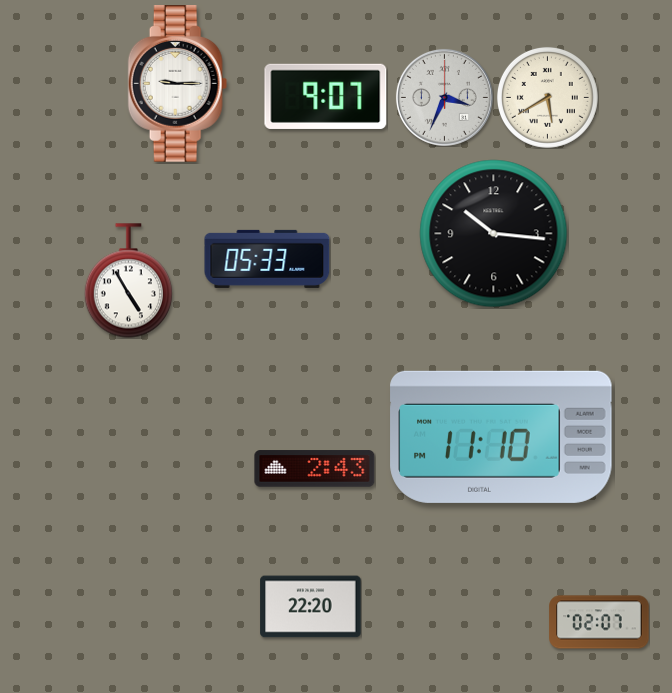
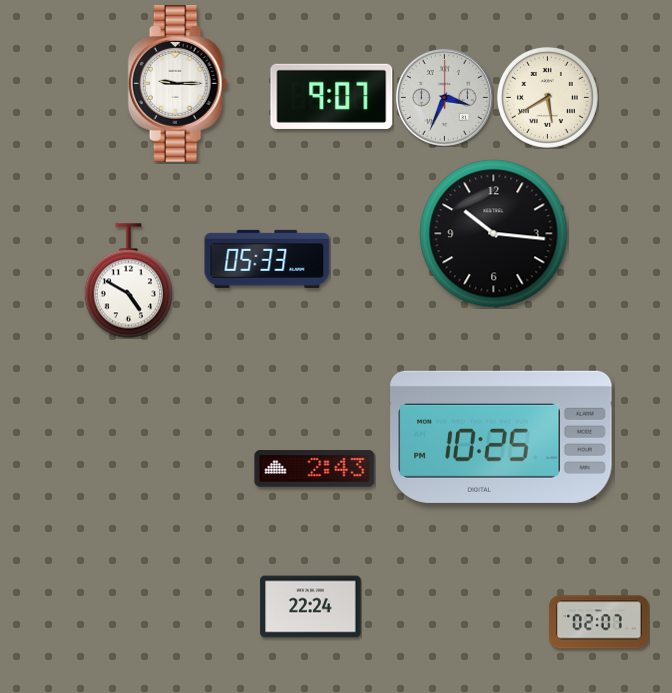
clock at (326, 96) position: (326, 96) -> (332, 96)
clock at (128, 281): 4:55 -> 4:50
clock at (501, 437): 11:10 -> 10:25
clock at (311, 607): 22:20 -> 22:24
